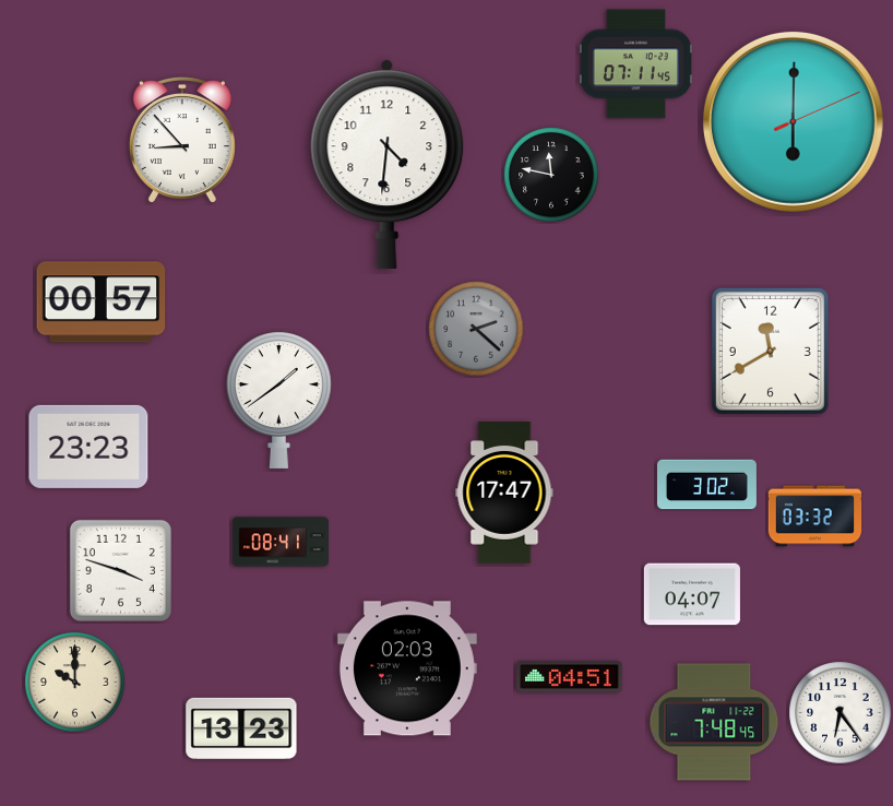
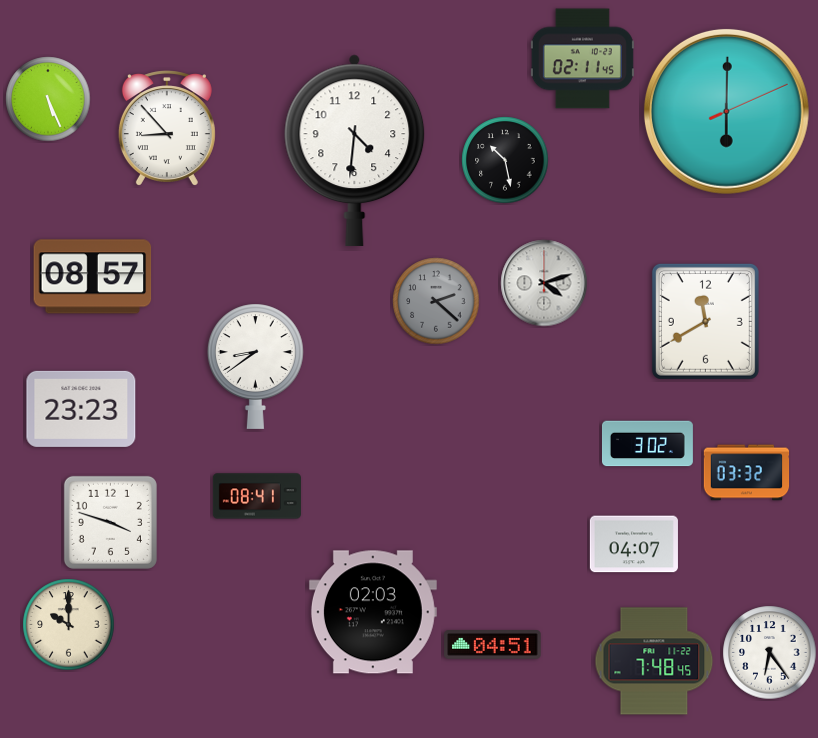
clock at (635, 64): 07:11 -> 02:11
clock at (48, 99): none -> 5:26
clock at (551, 175): 11:47 -> 10:28
clock at (102, 303): 00:57 -> 08:57
clock at (544, 283): none -> 4:12
clock at (278, 400): 1:39 -> 8:39
clock at (504, 494): 17:47 -> none
clock at (570, 677) position: (570, 677) -> (493, 645)
clock at (241, 728): 13:23 -> none
